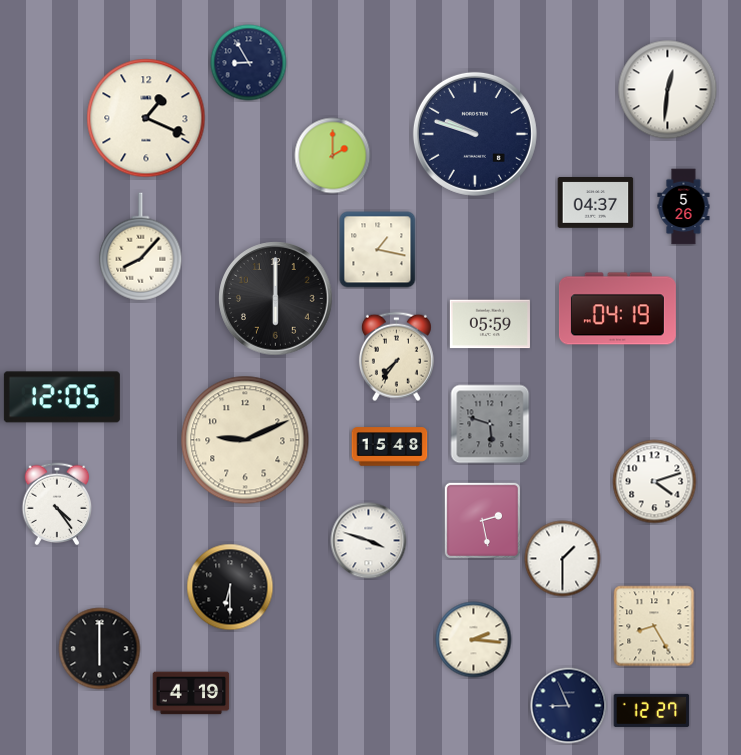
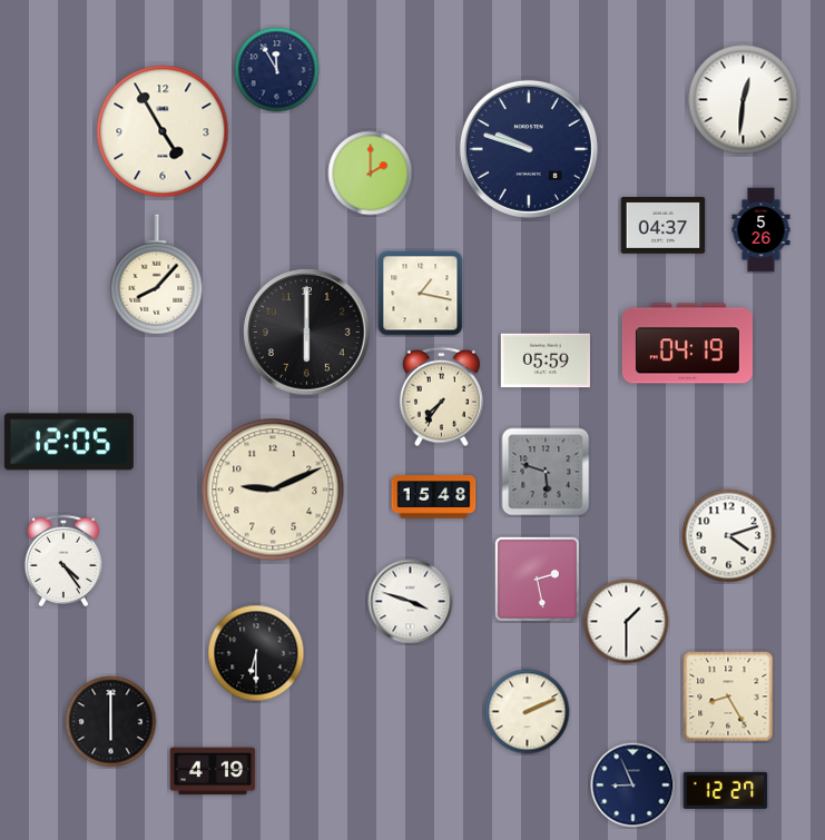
clock at (249, 63): 8:55 -> 11:55
clock at (146, 118): 1:19 -> 4:55
clock at (378, 250) position: (378, 250) -> (421, 294)
clock at (474, 640): 2:16 -> 2:11
